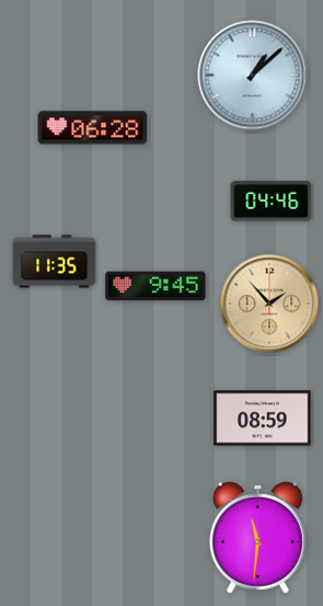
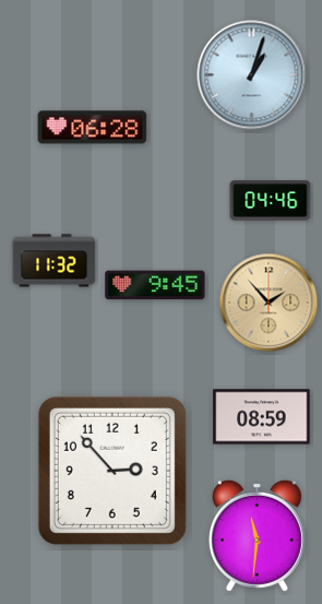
clock at (253, 76): 1:08 -> 1:03
clock at (55, 262): 11:35 -> 11:32
clock at (112, 471): none -> 2:53
